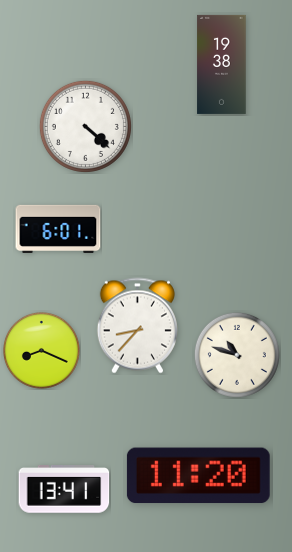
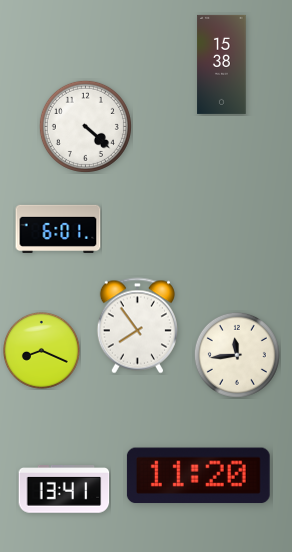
clock at (222, 64): 19:38 -> 15:38
clock at (137, 326): 8:37 -> 7:54
clock at (237, 355): 10:48 -> 11:44
